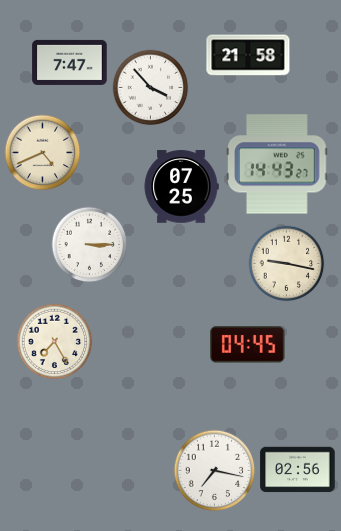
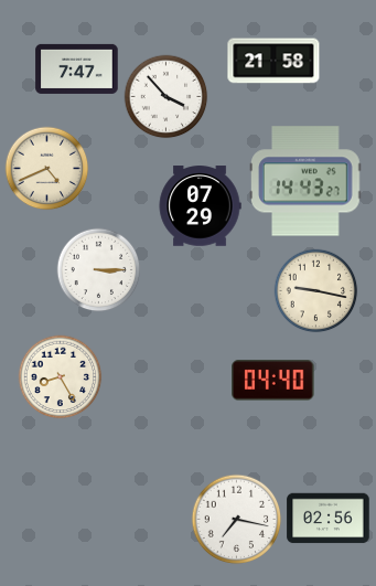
clock at (181, 187): 07:25 -> 07:29
clock at (55, 342): 7:25 -> 8:25
clock at (248, 345): 04:45 -> 04:40
